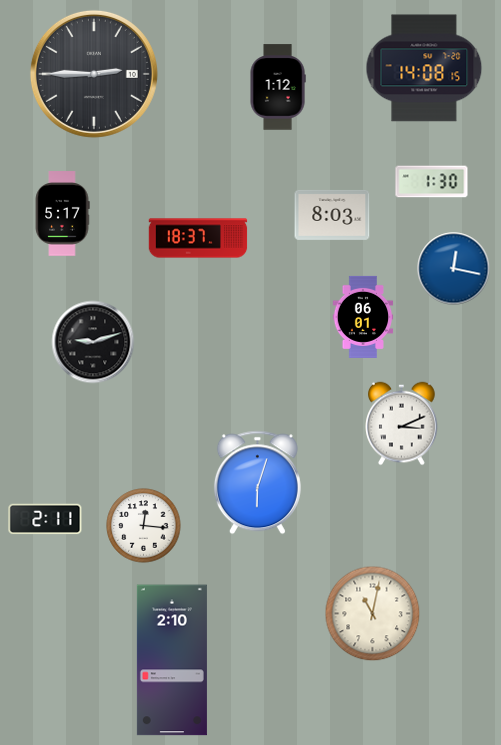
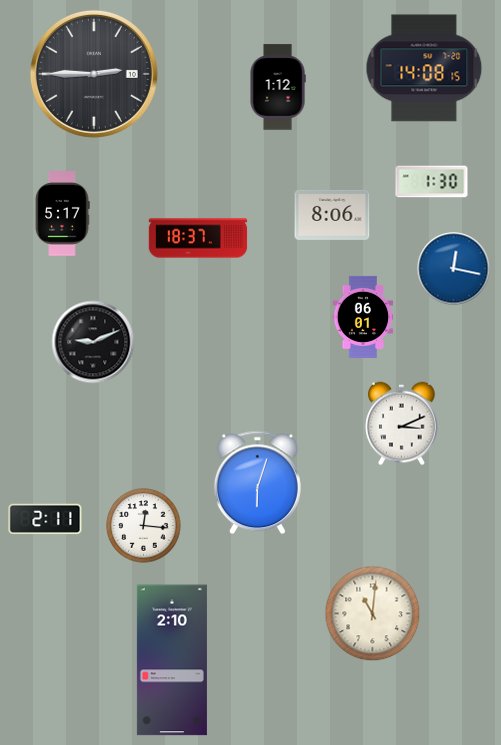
clock at (332, 215): 8:03 -> 8:06
clock at (93, 342): 9:12 -> 9:11
clock at (373, 614): 11:02 -> 11:01
